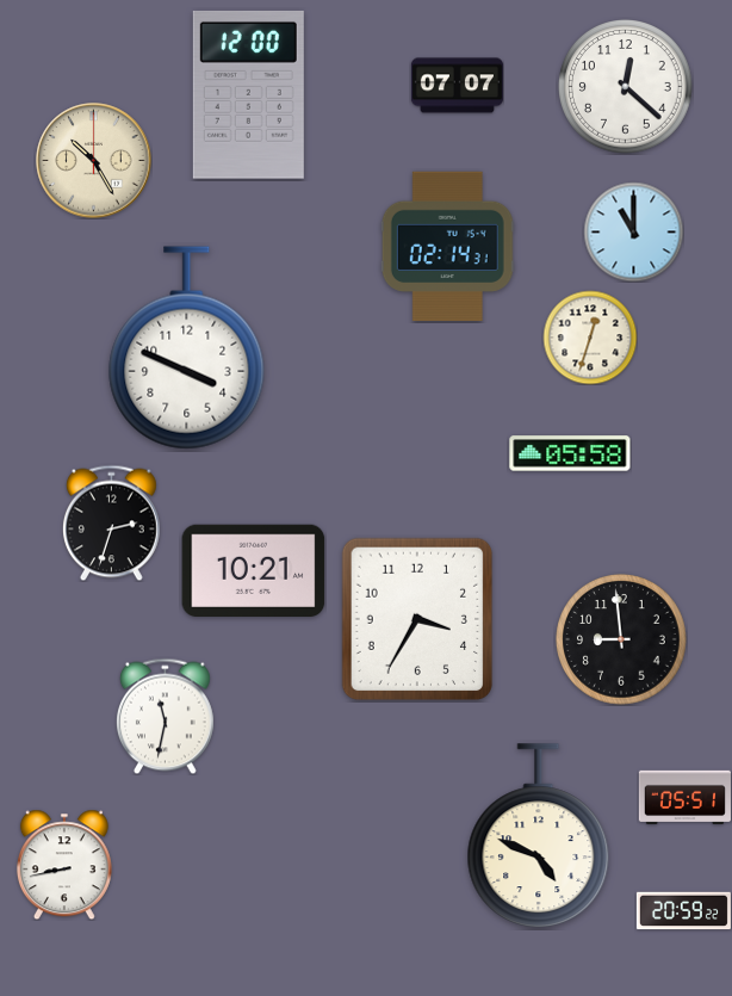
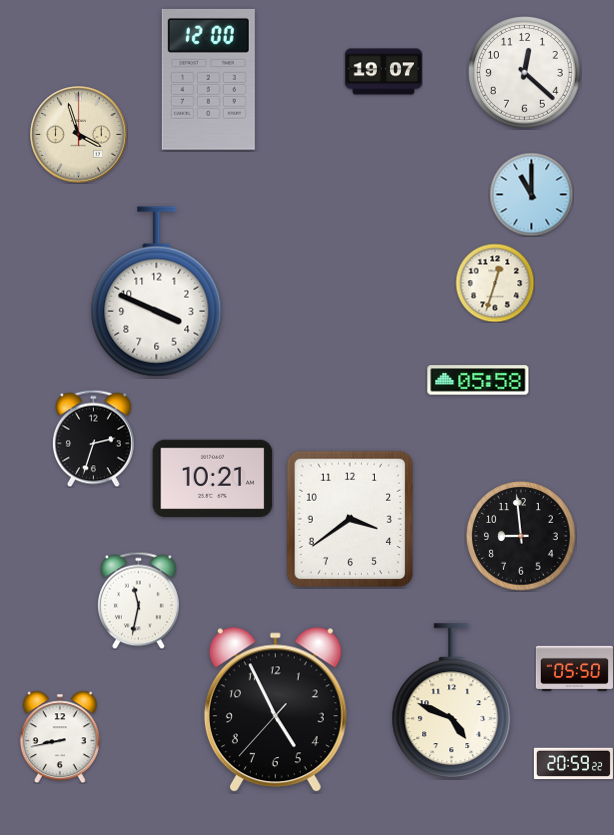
clock at (457, 86): 07:07 -> 19:07
clock at (94, 161): 10:25 -> 3:57
clock at (447, 247): 02:14 -> none
clock at (416, 619): 3:35 -> 3:39
clock at (684, 798): 05:51 -> 05:50
clock at (275, 710): none -> 4:55
clock at (64, 865) position: (64, 865) -> (60, 737)
